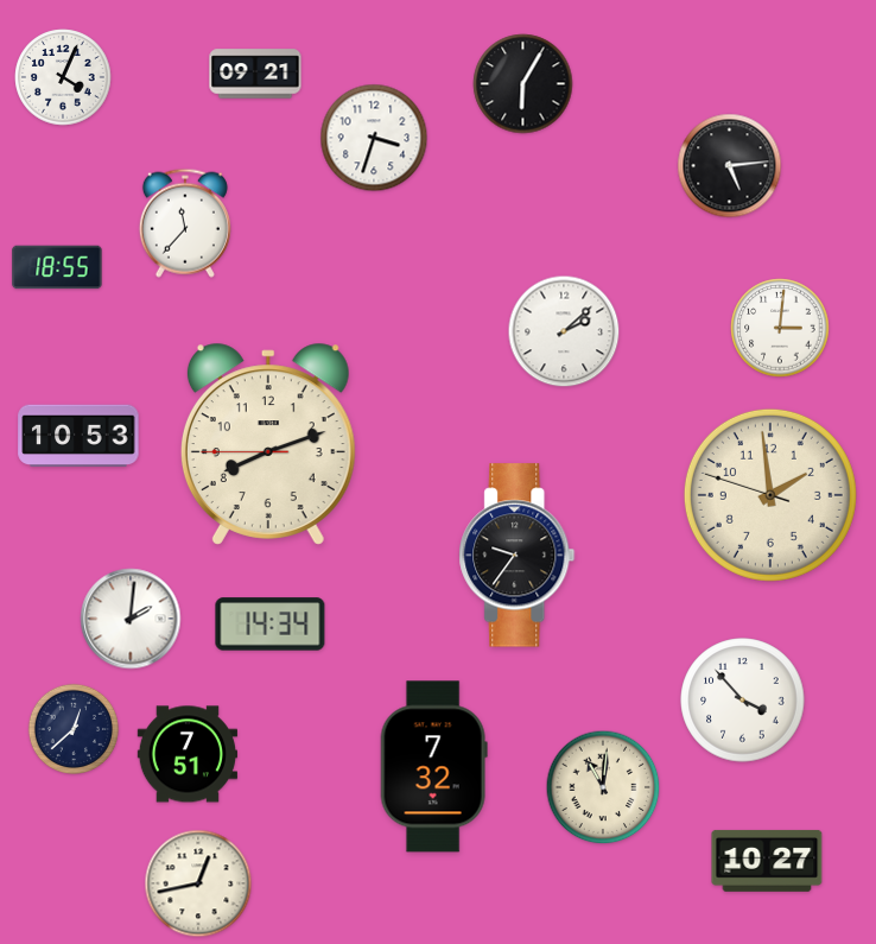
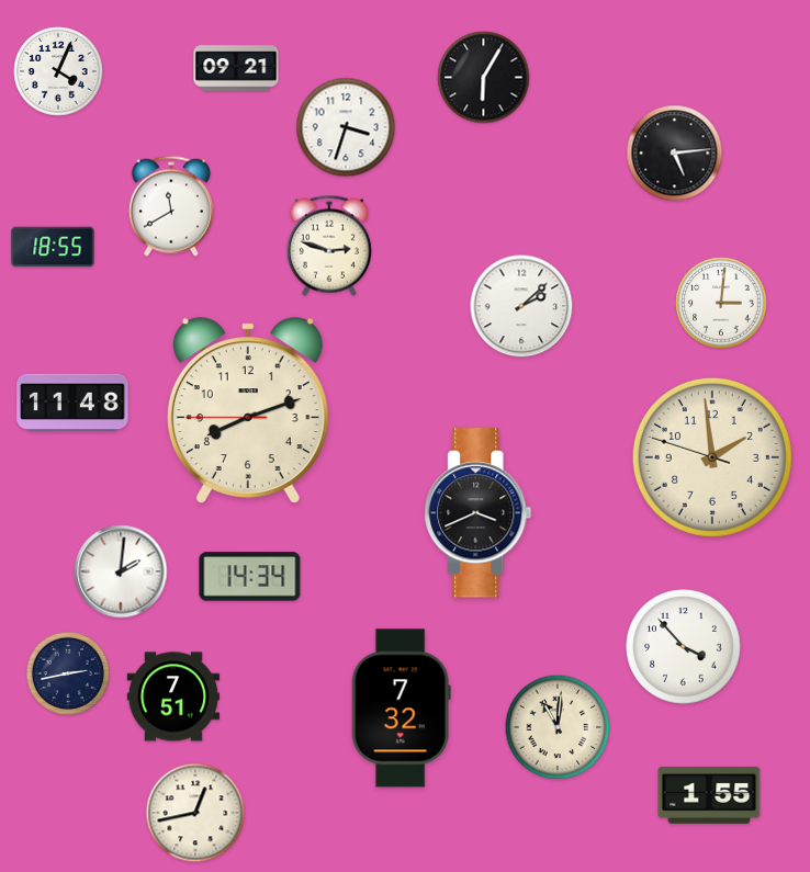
clock at (185, 223): 11:37 -> 11:40
clock at (329, 246): none -> 2:48
clock at (78, 436): 10:53 -> 11:48
clock at (518, 556): 9:36 -> 3:41
clock at (743, 701) position: (743, 701) -> (684, 647)
clock at (72, 728): 12:38 -> 2:43
clock at (767, 861): 10:27 -> 1:55
clock at (198, 883) position: (198, 883) -> (195, 813)
